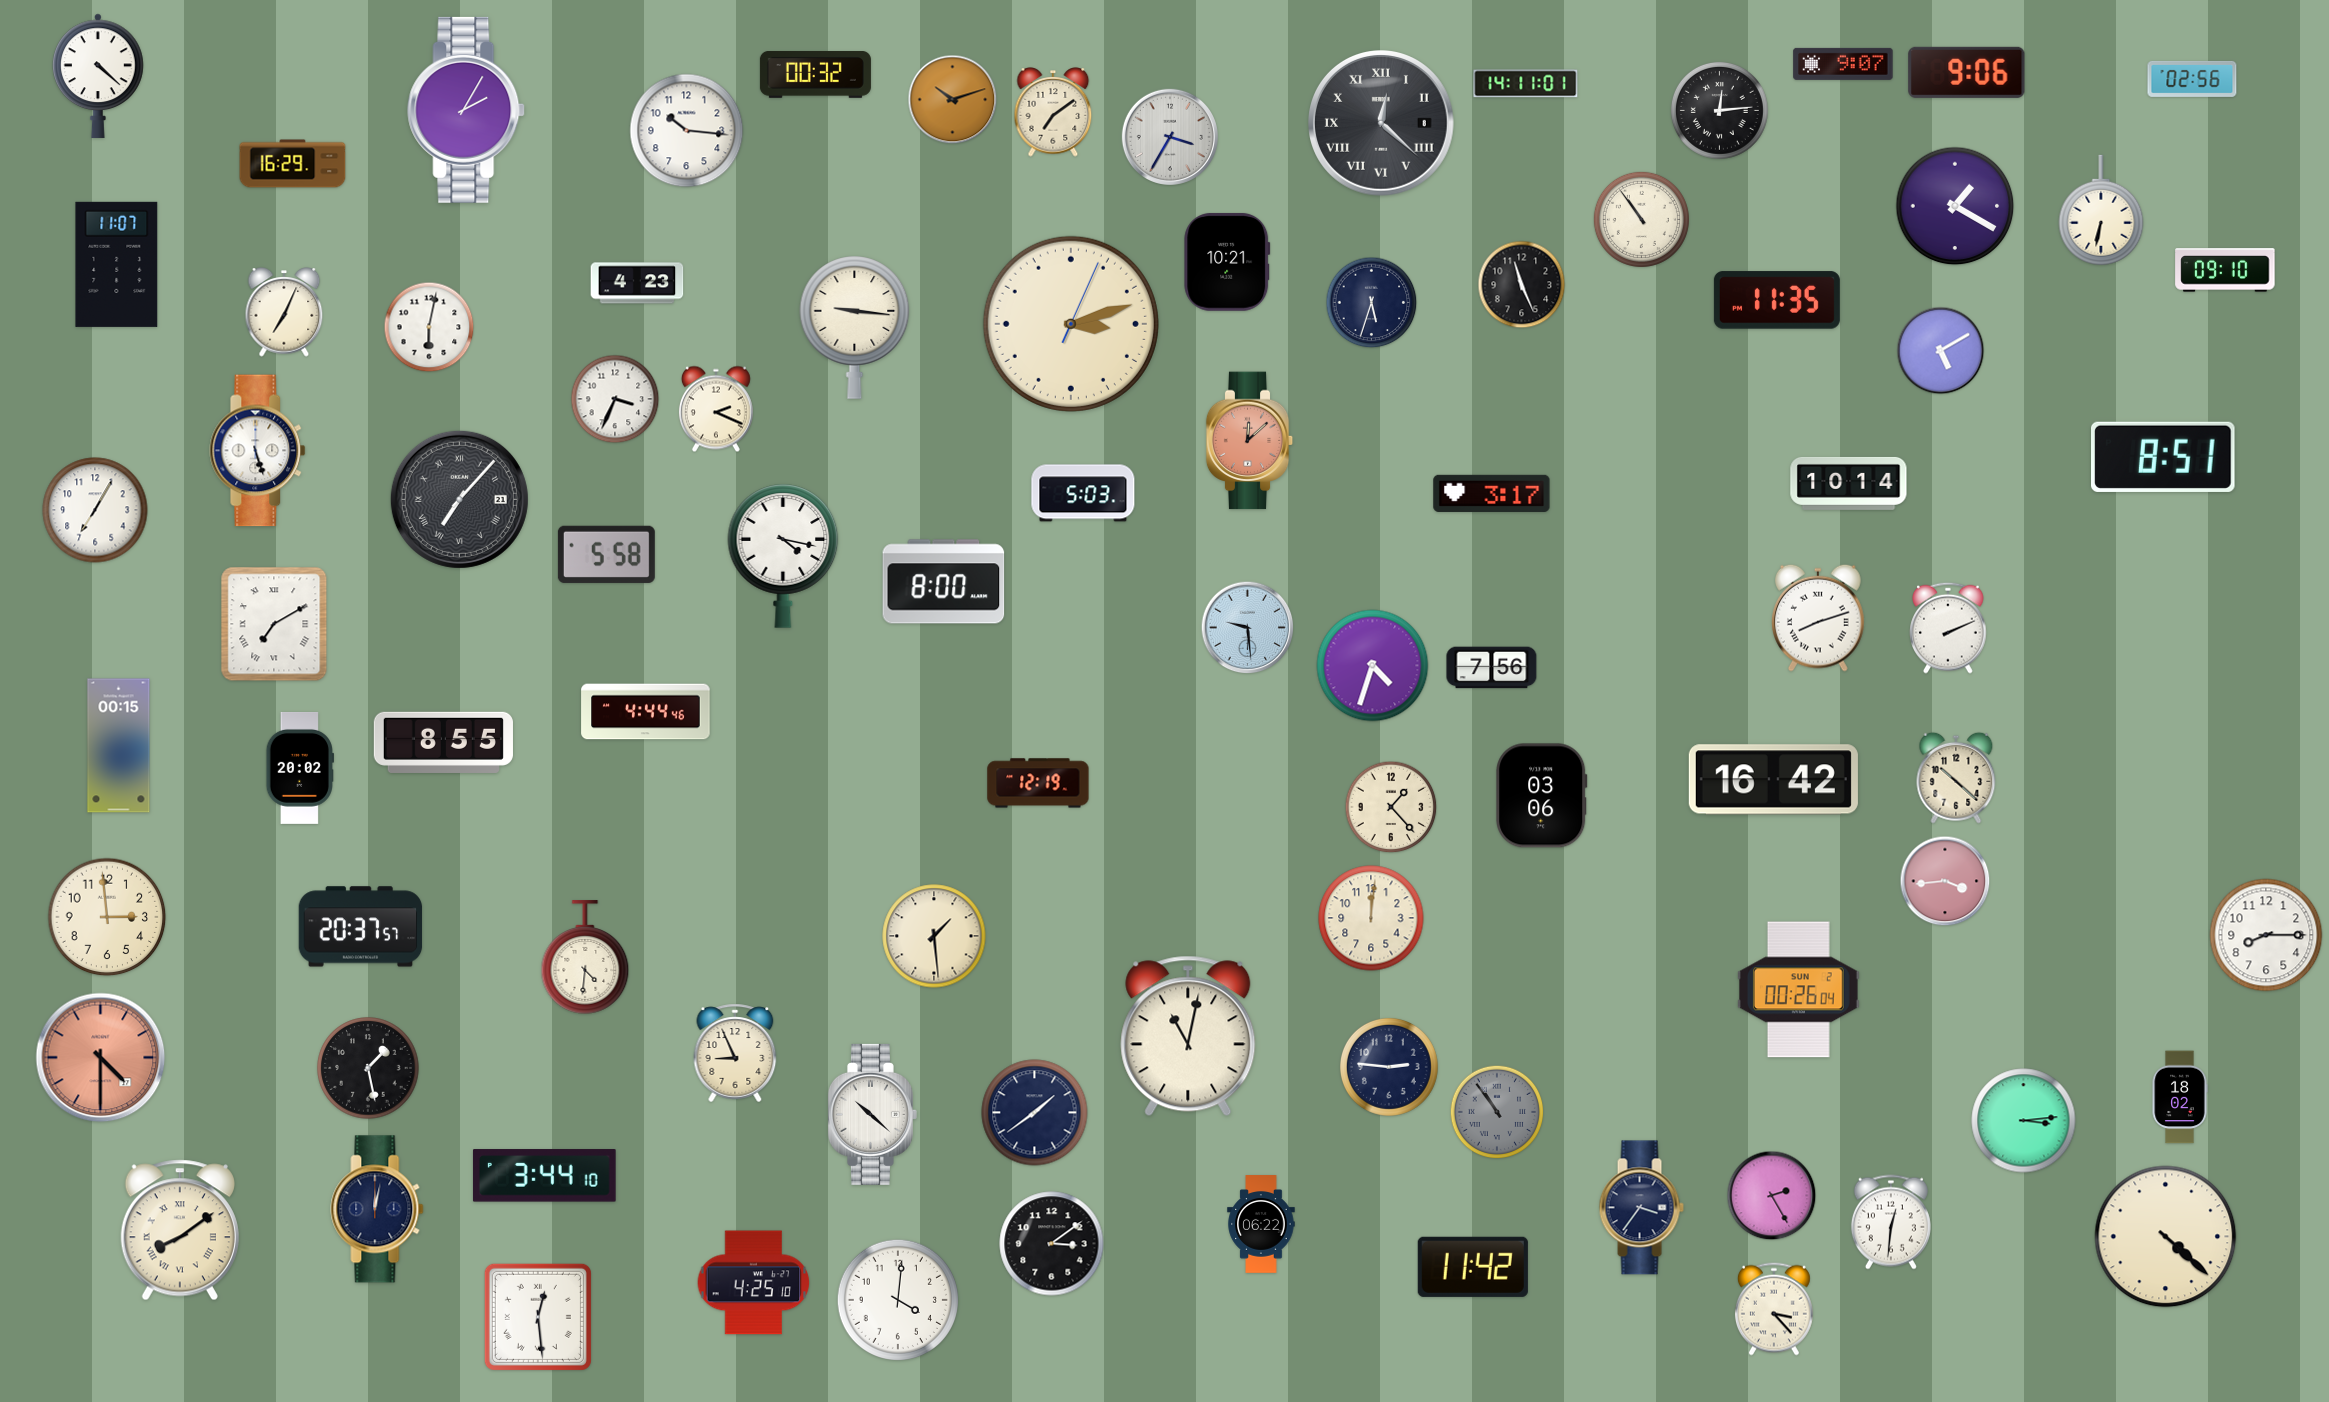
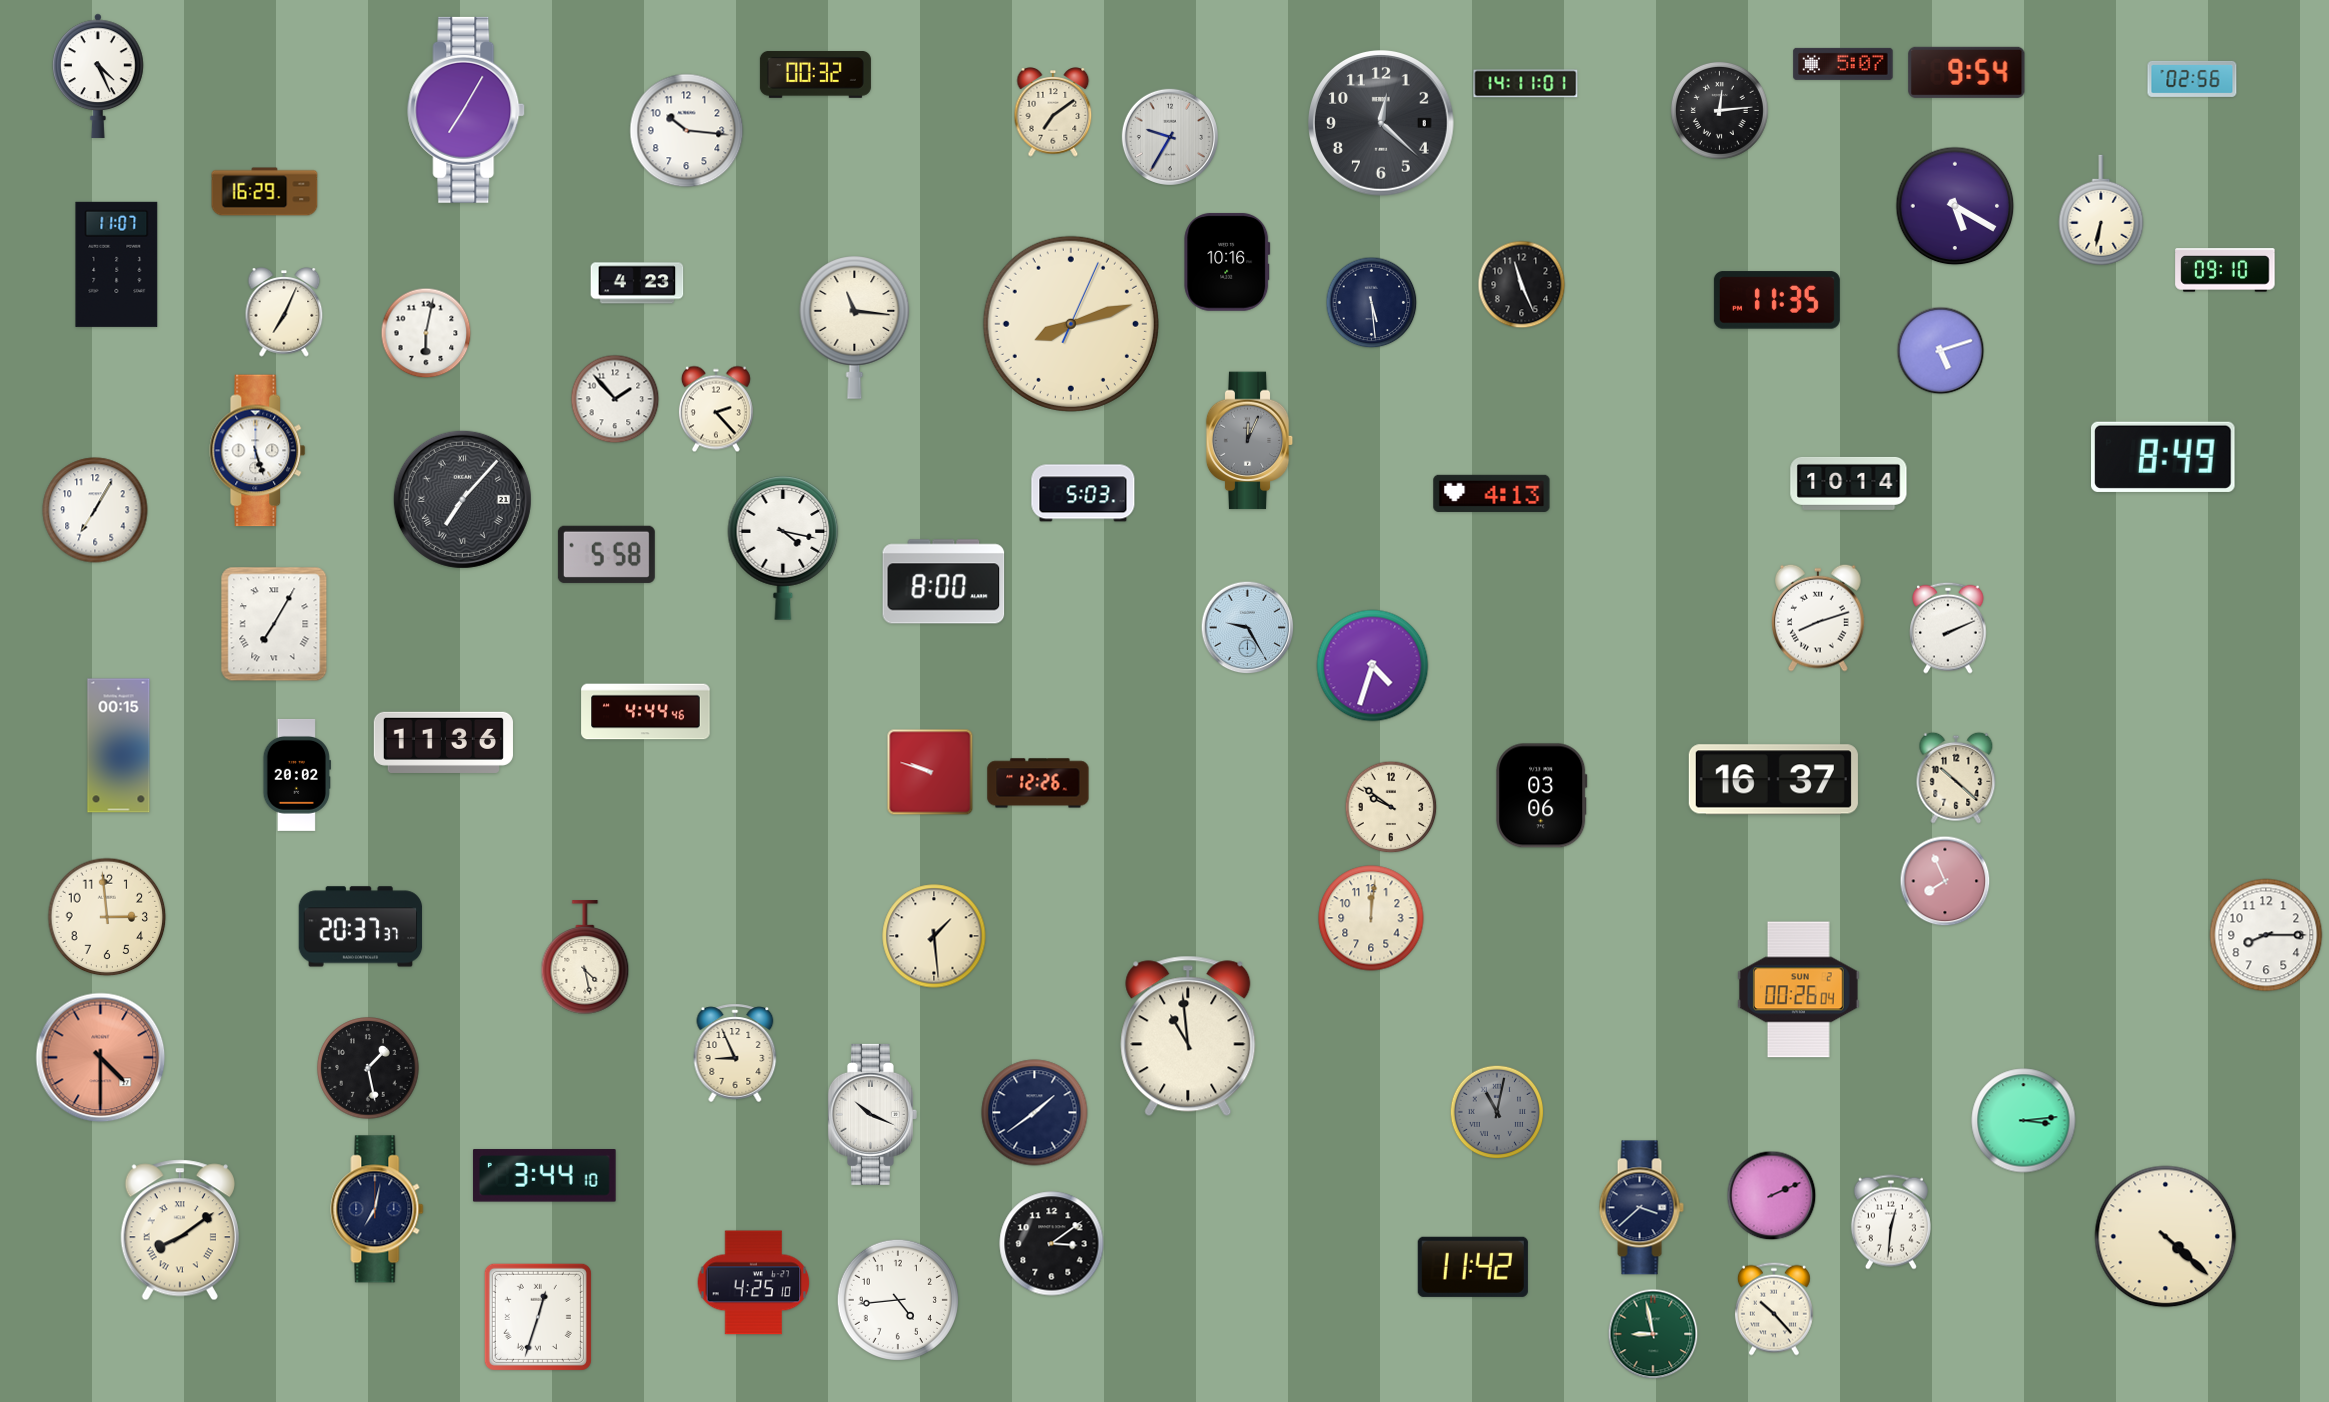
clock at (1843, 64): 9:07 -> 5:07
clock at (1967, 72): 9:06 -> 9:54
clock at (99, 76): 4:22 -> 4:26
clock at (953, 100): 10:12 -> none
clock at (467, 110): 2:05 -> 7:05
clock at (1382, 124) numerals: Roman -> Arabic
clock at (1170, 137): 3:35 -> 9:35
clock at (293, 164) position: (293, 164) -> (265, 192)
clock at (1955, 206): 1:20 -> 5:20
clock at (1641, 219): 10:54 -> none
clock at (1227, 262): 10:21 -> 10:16
clock at (1372, 303): 5:33 -> 5:29
clock at (1071, 324): 3:12 -> 8:12
clock at (429, 327) position: (429, 327) -> (426, 333)
clock at (855, 327): 9:16 -> 11:16
clock at (1941, 351): 5:10 -> 5:12
clock at (615, 399): 3:34 -> 1:53
clock at (716, 409): 2:19 -> 2:23
clock at (1250, 441): 12:08 -> 12:04
clock at (1250, 441) dial: salmon -> grey
clock at (2163, 457): 8:51 -> 8:49
clock at (1492, 493): 3:17 -> 4:13
clock at (459, 499) position: (459, 499) -> (462, 499)
clock at (783, 556) position: (783, 556) -> (783, 548)
clock at (274, 624): 7:10 -> 7:05
clock at (1248, 628): 9:29 -> 9:25
clock at (1492, 668): 7:56 -> none
clock at (443, 742): 8:55 -> 11:36
clock at (299, 768) position: (299, 768) -> (296, 775)
clock at (930, 772): none -> 9:48
clock at (1773, 780): 16:42 -> 16:37
clock at (1038, 783): 12:19 -> 12:26
clock at (1391, 807): 1:23 -> 9:51
clock at (1945, 881): 3:44 -> 7:56
clock at (361, 927): 20:37:57 -> 20:37:37
clock at (585, 957): 4:31 -> 4:28
clock at (1188, 1036): 11:02 -> 10:59
clock at (1389, 1067): 2:46 -> none
clock at (2180, 1097): 18:02 -> none
clock at (1497, 1112): 10:54 -> 11:02
clock at (872, 1114): 10:22 -> 10:19
clock at (1772, 1196): 2:25 -> 2:11
clock at (1641, 1208): 3:36 -> 3:38
clock at (377, 1209): 12:02 -> 7:02
clock at (1261, 1224): 06:22 -> none
clock at (898, 1300): 4:01 -> 4:44
clock at (1774, 1309): 3:23 -> 10:23
clock at (538, 1317): 12:29 -> 12:33
clock at (1653, 1334): none -> 8:58
